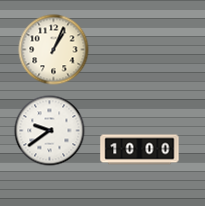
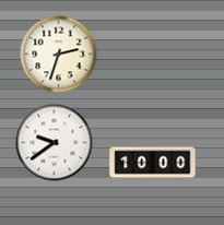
clock at (54, 50): 1:04 -> 2:33
